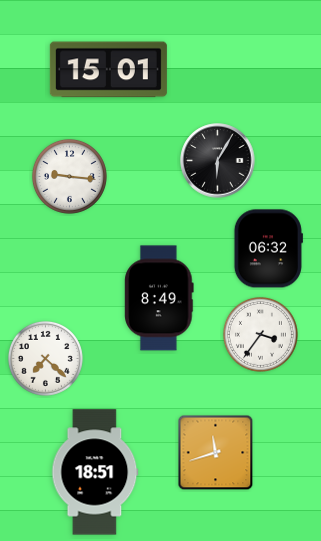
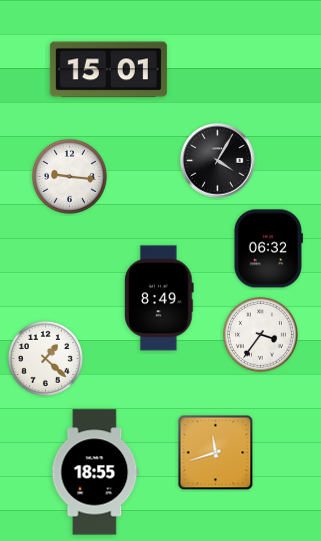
clock at (218, 161): 6:05 -> 4:05
clock at (45, 358): 7:22 -> 1:22
clock at (95, 472): 18:51 -> 18:55
